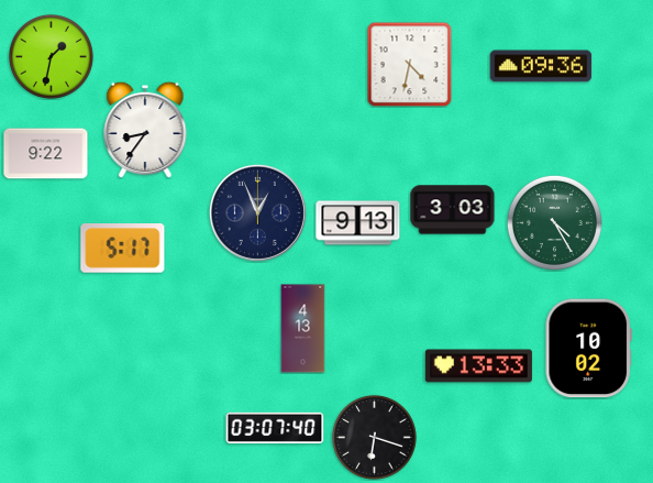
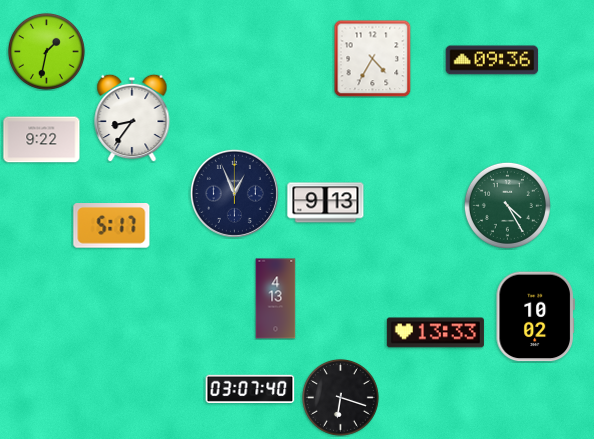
clock at (409, 64): 4:32 -> 4:35
clock at (453, 210): 3:03 -> none
clock at (554, 222) position: (554, 222) -> (507, 205)
